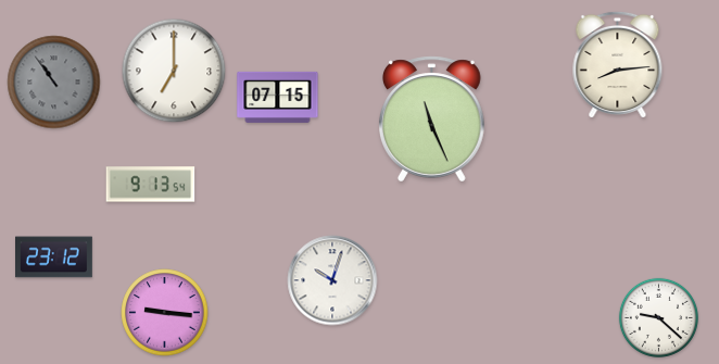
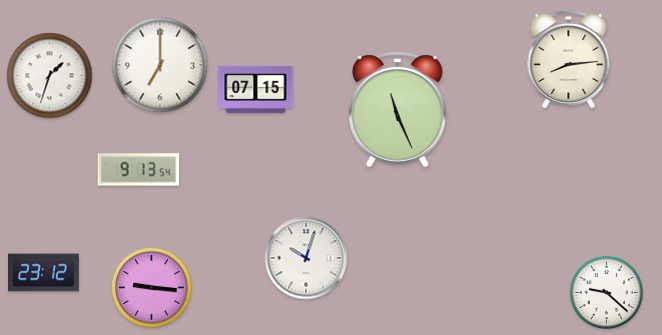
clock at (54, 83): 10:54 -> 1:33
clock at (54, 83) dial: grey -> white
clock at (54, 258) position: (54, 258) -> (44, 273)
